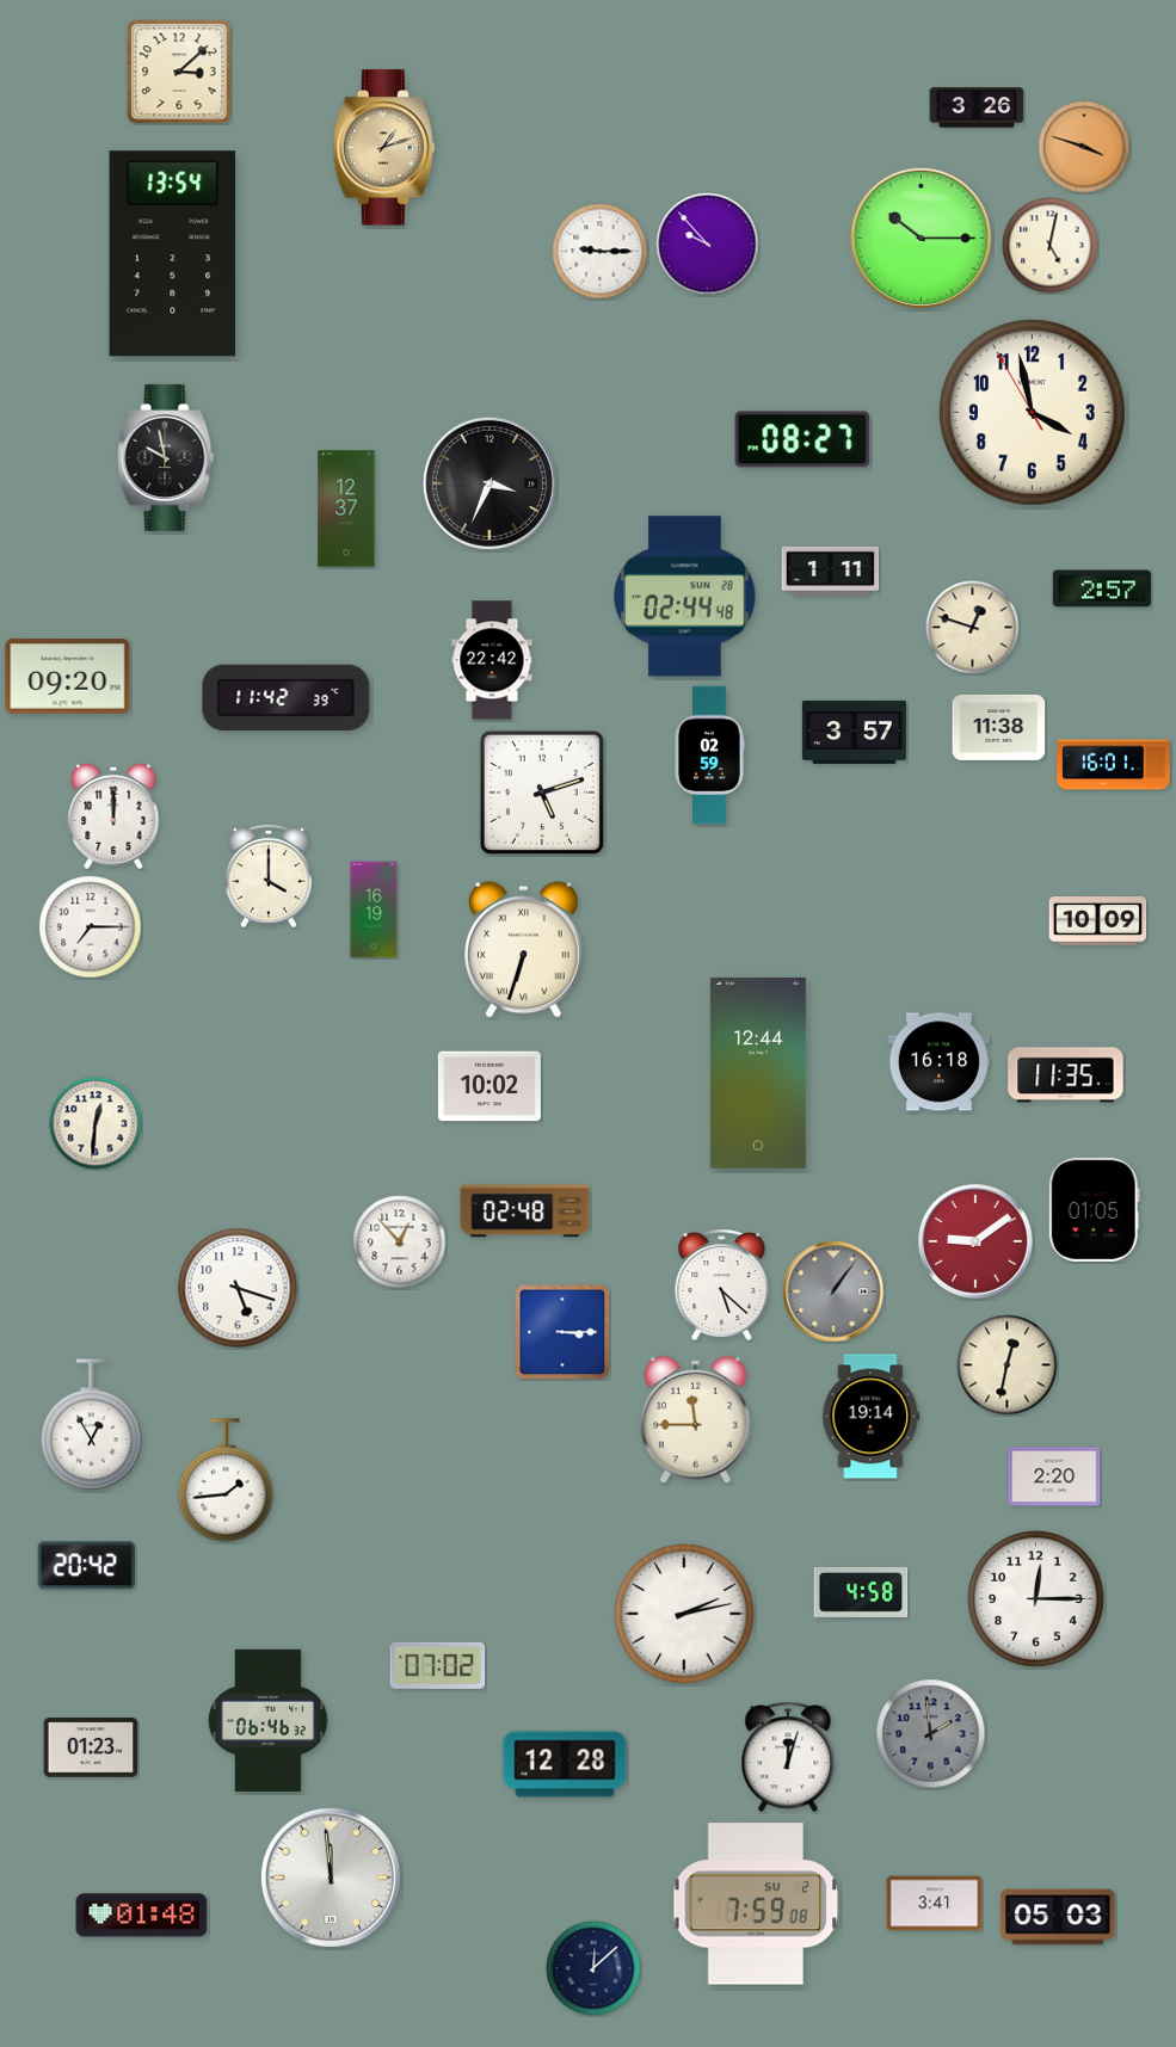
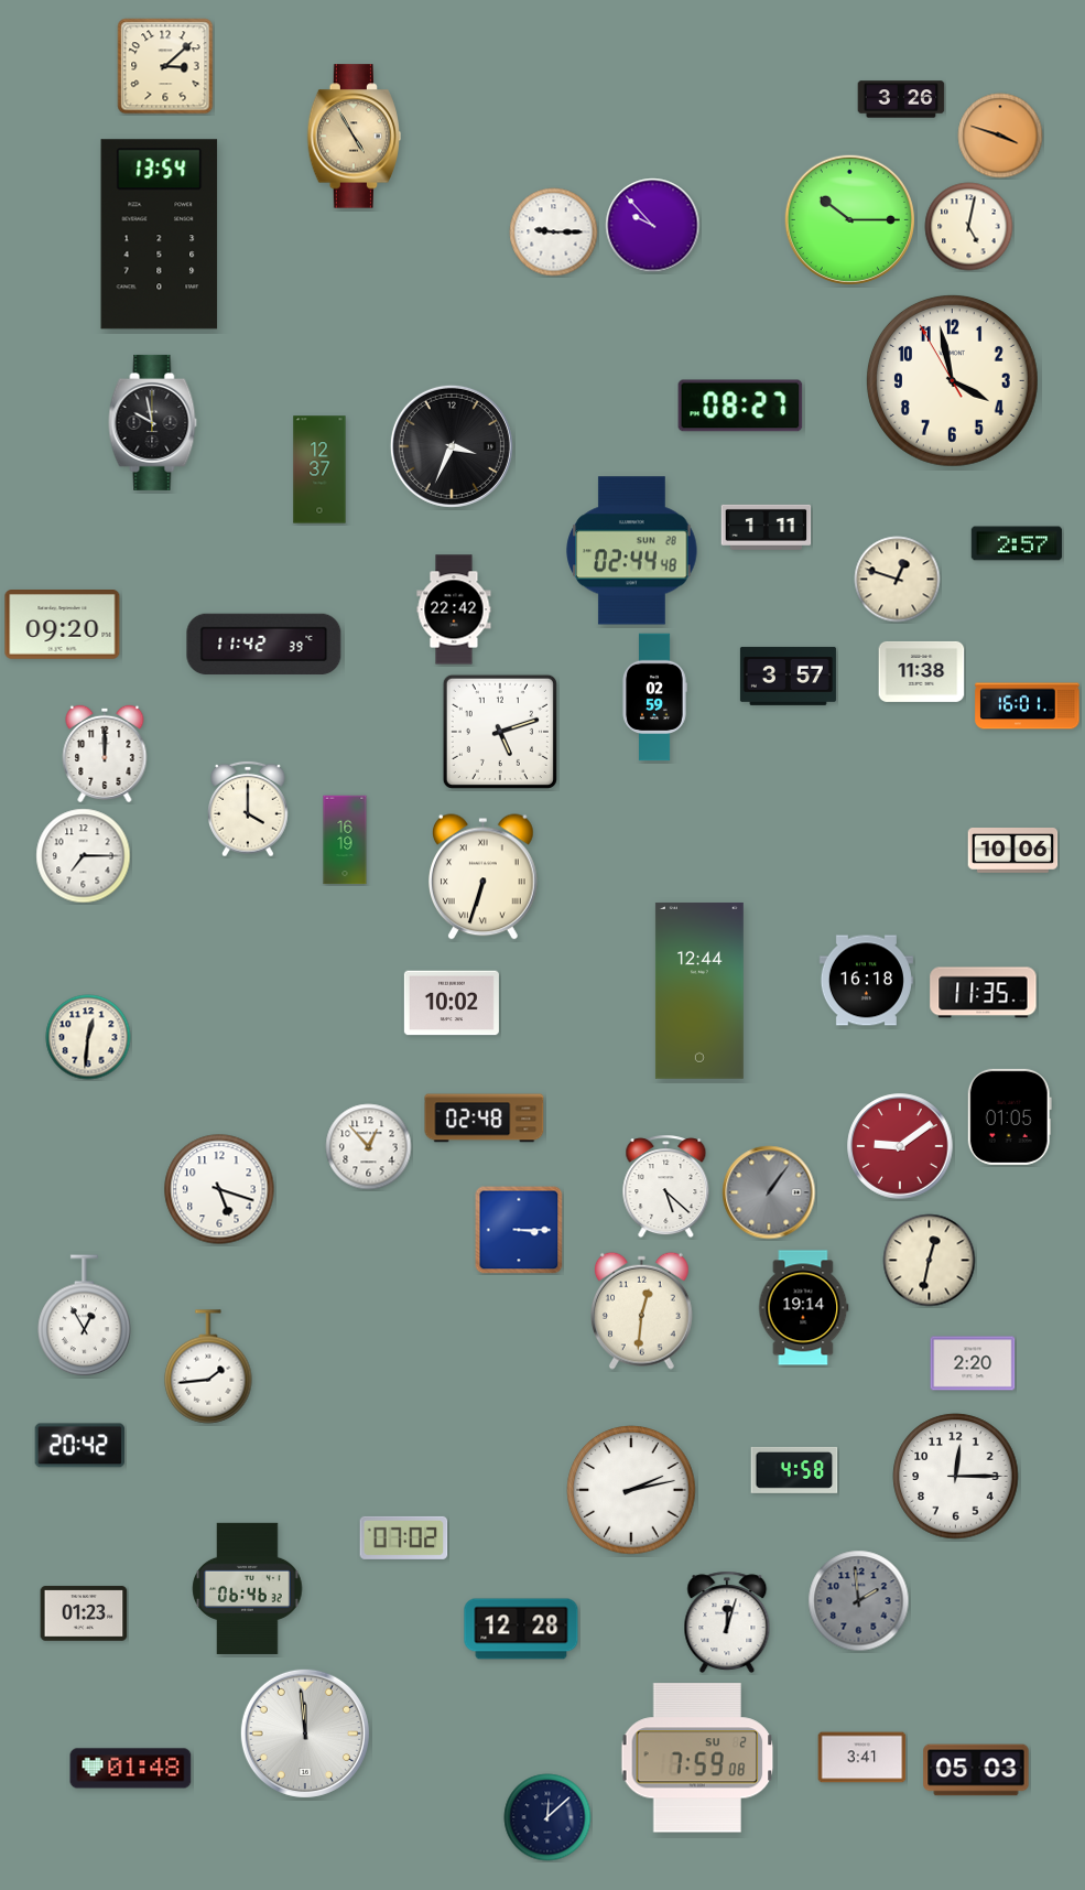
clock at (384, 148): 1:12 -> 4:55
clock at (1098, 921): 10:09 -> 10:06
clock at (695, 1419): 11:45 -> 12:31
